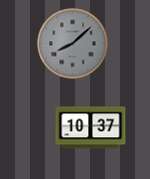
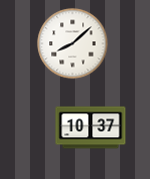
clock at (73, 44) dial: grey -> white
